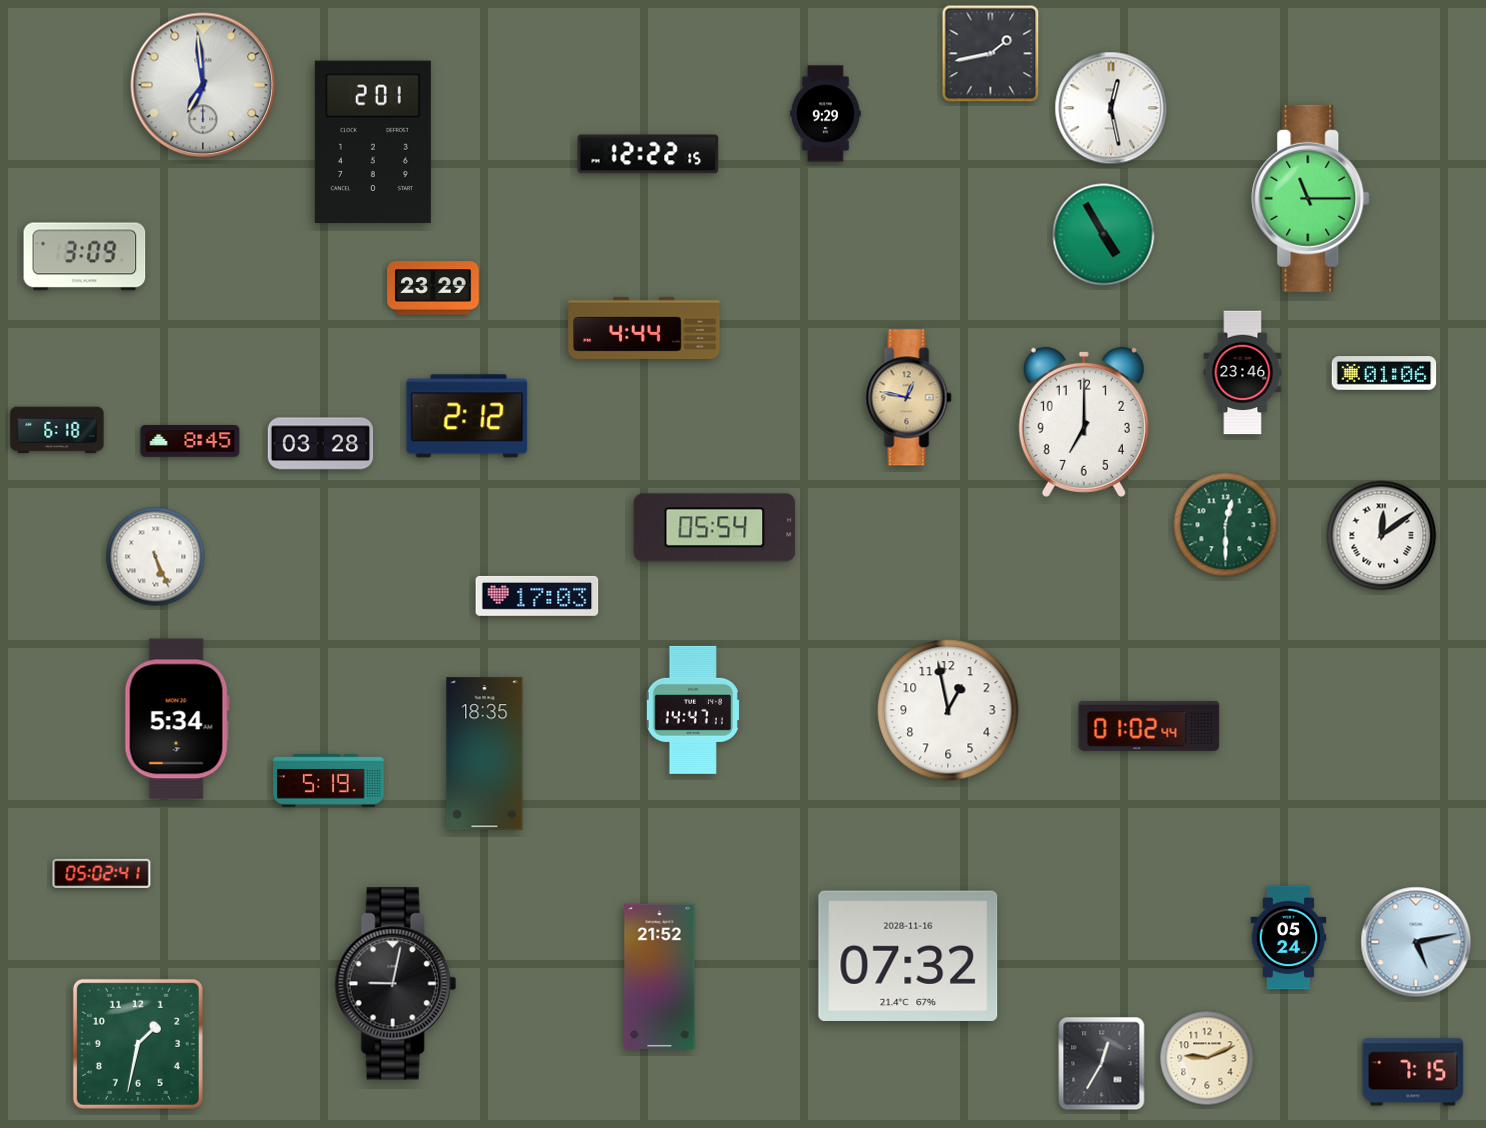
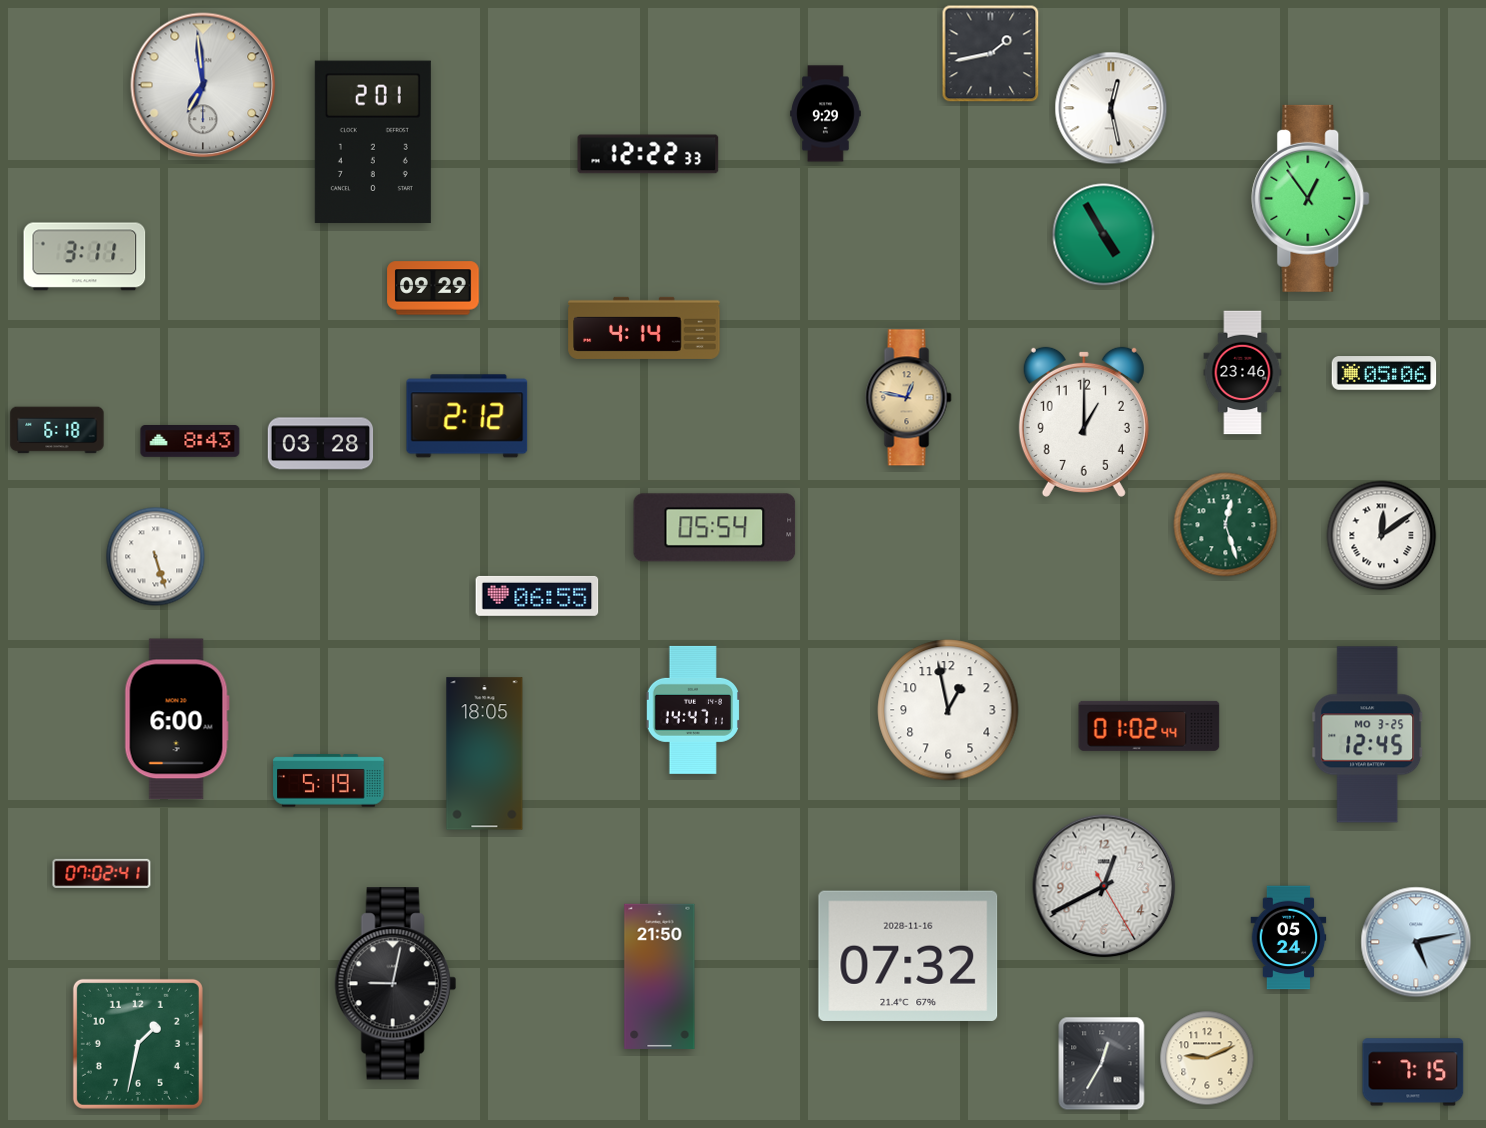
clock at (648, 154): 12:22:15 -> 12:22:33
clock at (1311, 198): 11:15 -> 12:54
clock at (85, 257): 3:09 -> 3:11
clock at (433, 288): 23:29 -> 09:29
clock at (644, 328): 4:44 -> 4:14
clock at (1384, 373): 01:06 -> 05:06
clock at (1084, 422): 7:00 -> 1:00
clock at (190, 442): 8:45 -> 8:43
clock at (1226, 525): 12:30 -> 12:27
clock at (156, 557): 5:26 -> 5:27
clock at (537, 596): 17:03 -> 06:55
clock at (177, 719): 5:34 -> 6:00
clock at (1368, 735): none -> 12:45
clock at (485, 754): 18:35 -> 18:05
clock at (102, 873): 05:02 -> 07:02
clock at (1104, 886): none -> 12:40
clock at (660, 976): 21:52 -> 21:50
